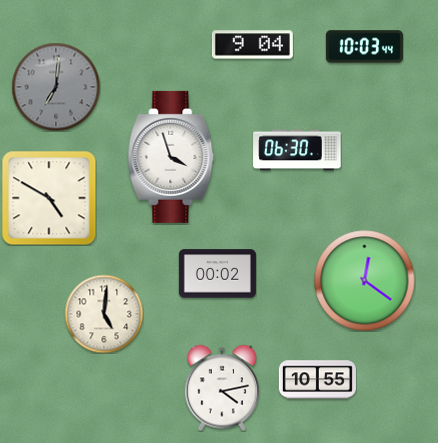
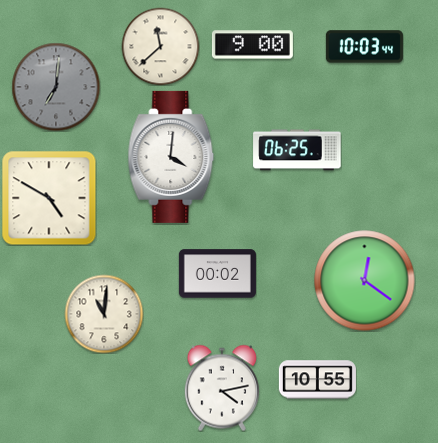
clock at (252, 45): 9:04 -> 9:00
clock at (160, 46): none -> 11:38
clock at (297, 150): 06:30 -> 06:25
clock at (171, 157): 3:57 -> 4:01
clock at (104, 314): 5:01 -> 11:01
